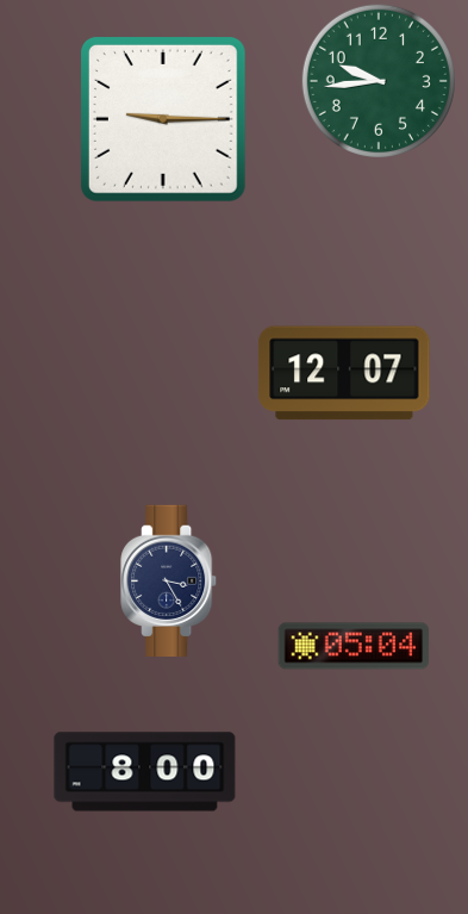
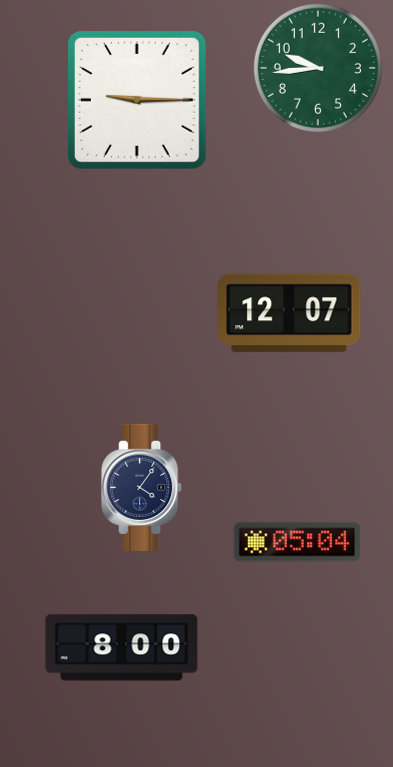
clock at (169, 580): 3:25 -> 4:06
